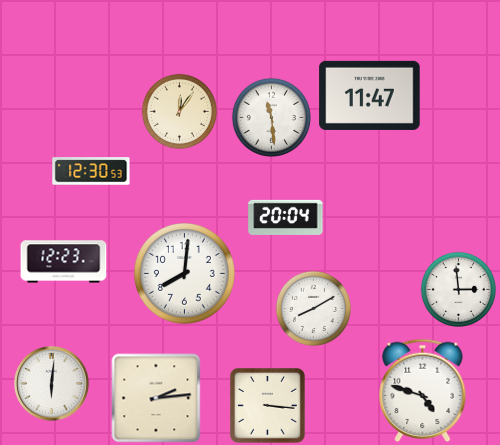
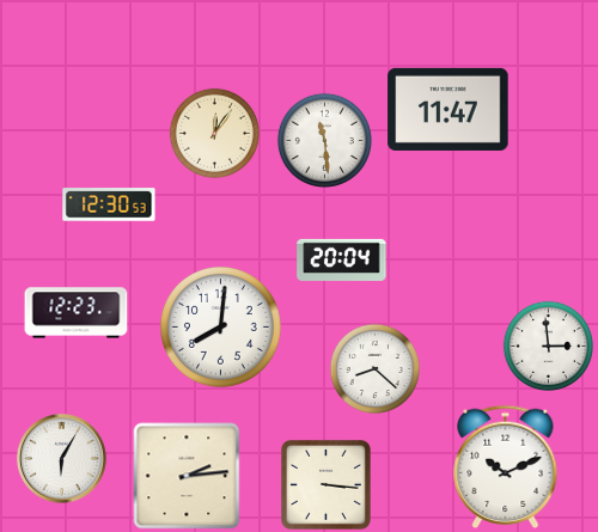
clock at (370, 95) position: (370, 95) -> (448, 109)
clock at (313, 308): 8:10 -> 8:22
clock at (52, 384): 6:01 -> 6:05
clock at (423, 391): 4:48 -> 10:11
clock at (267, 405) position: (267, 405) -> (325, 484)
